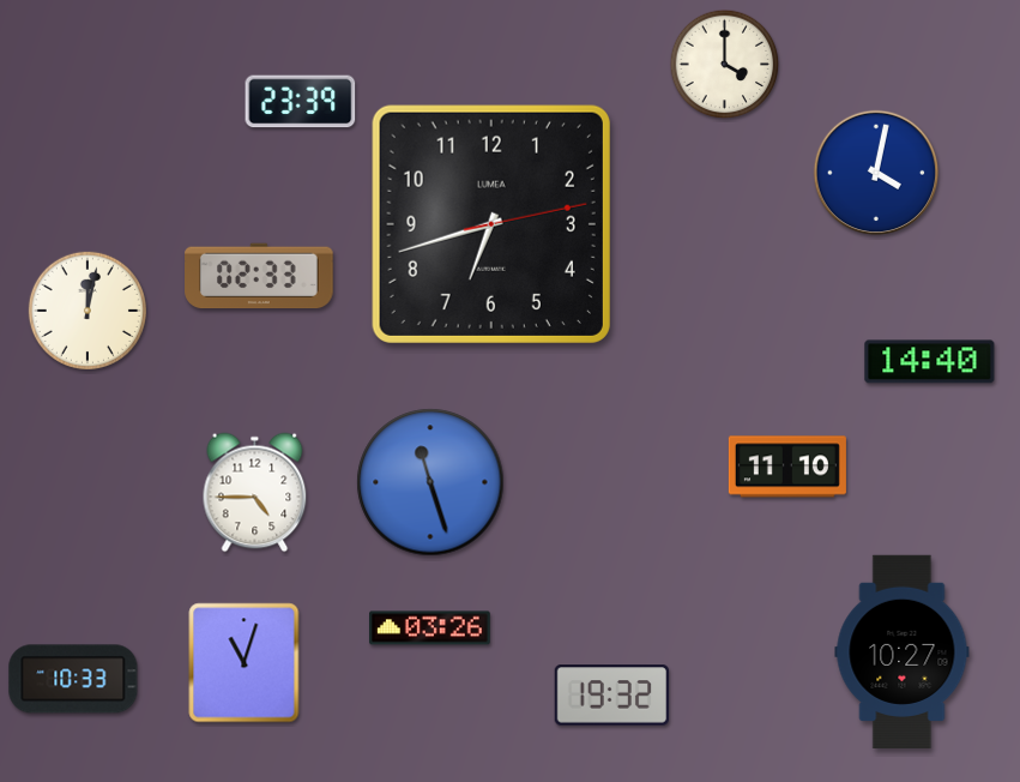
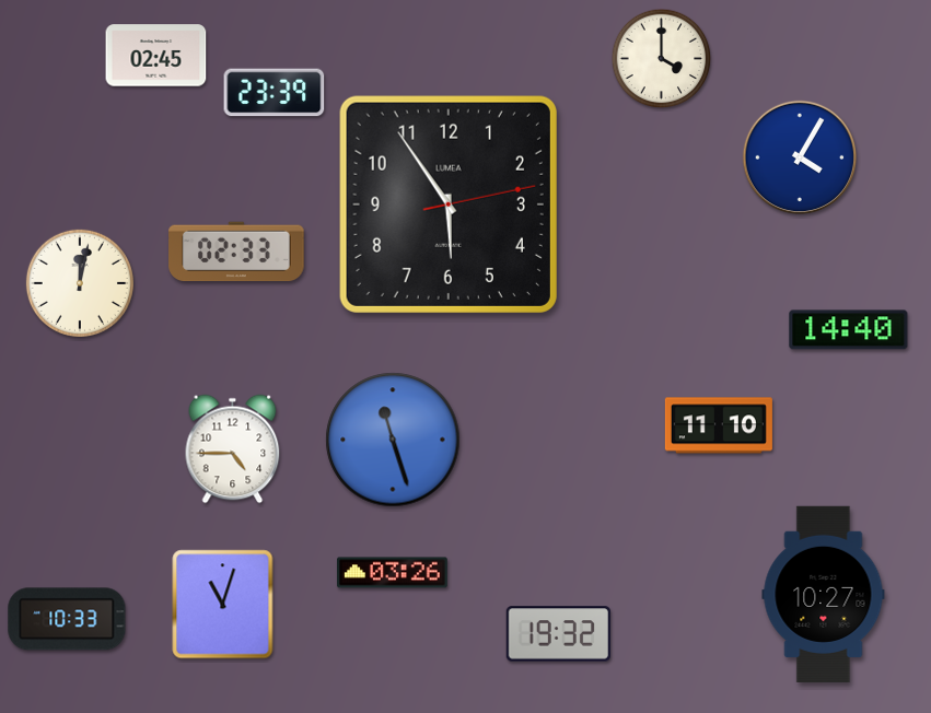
clock at (156, 56): none -> 02:45
clock at (876, 173): 4:02 -> 4:05
clock at (491, 224): 6:42 -> 5:54
